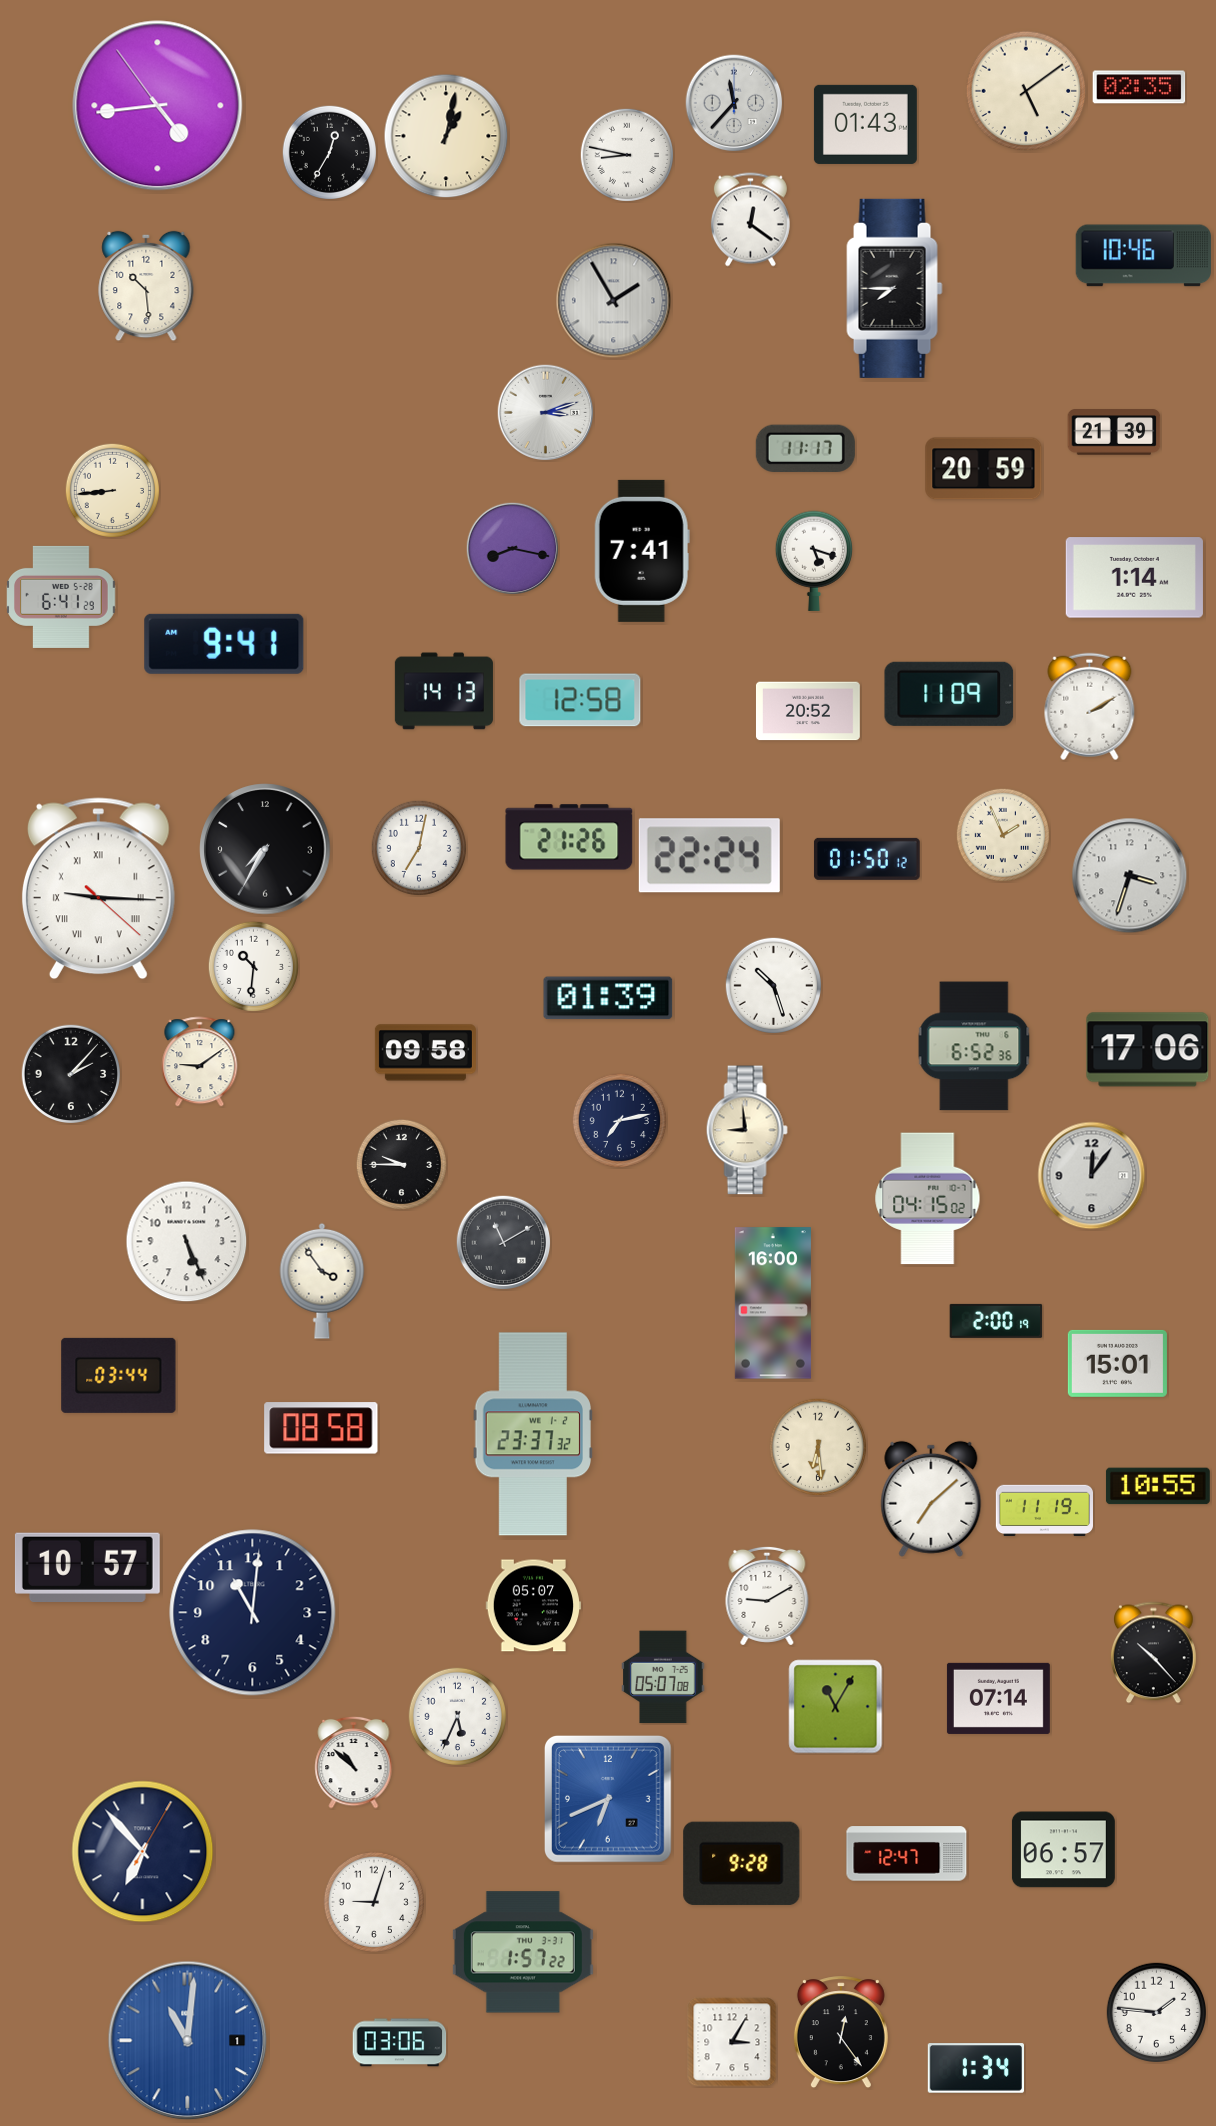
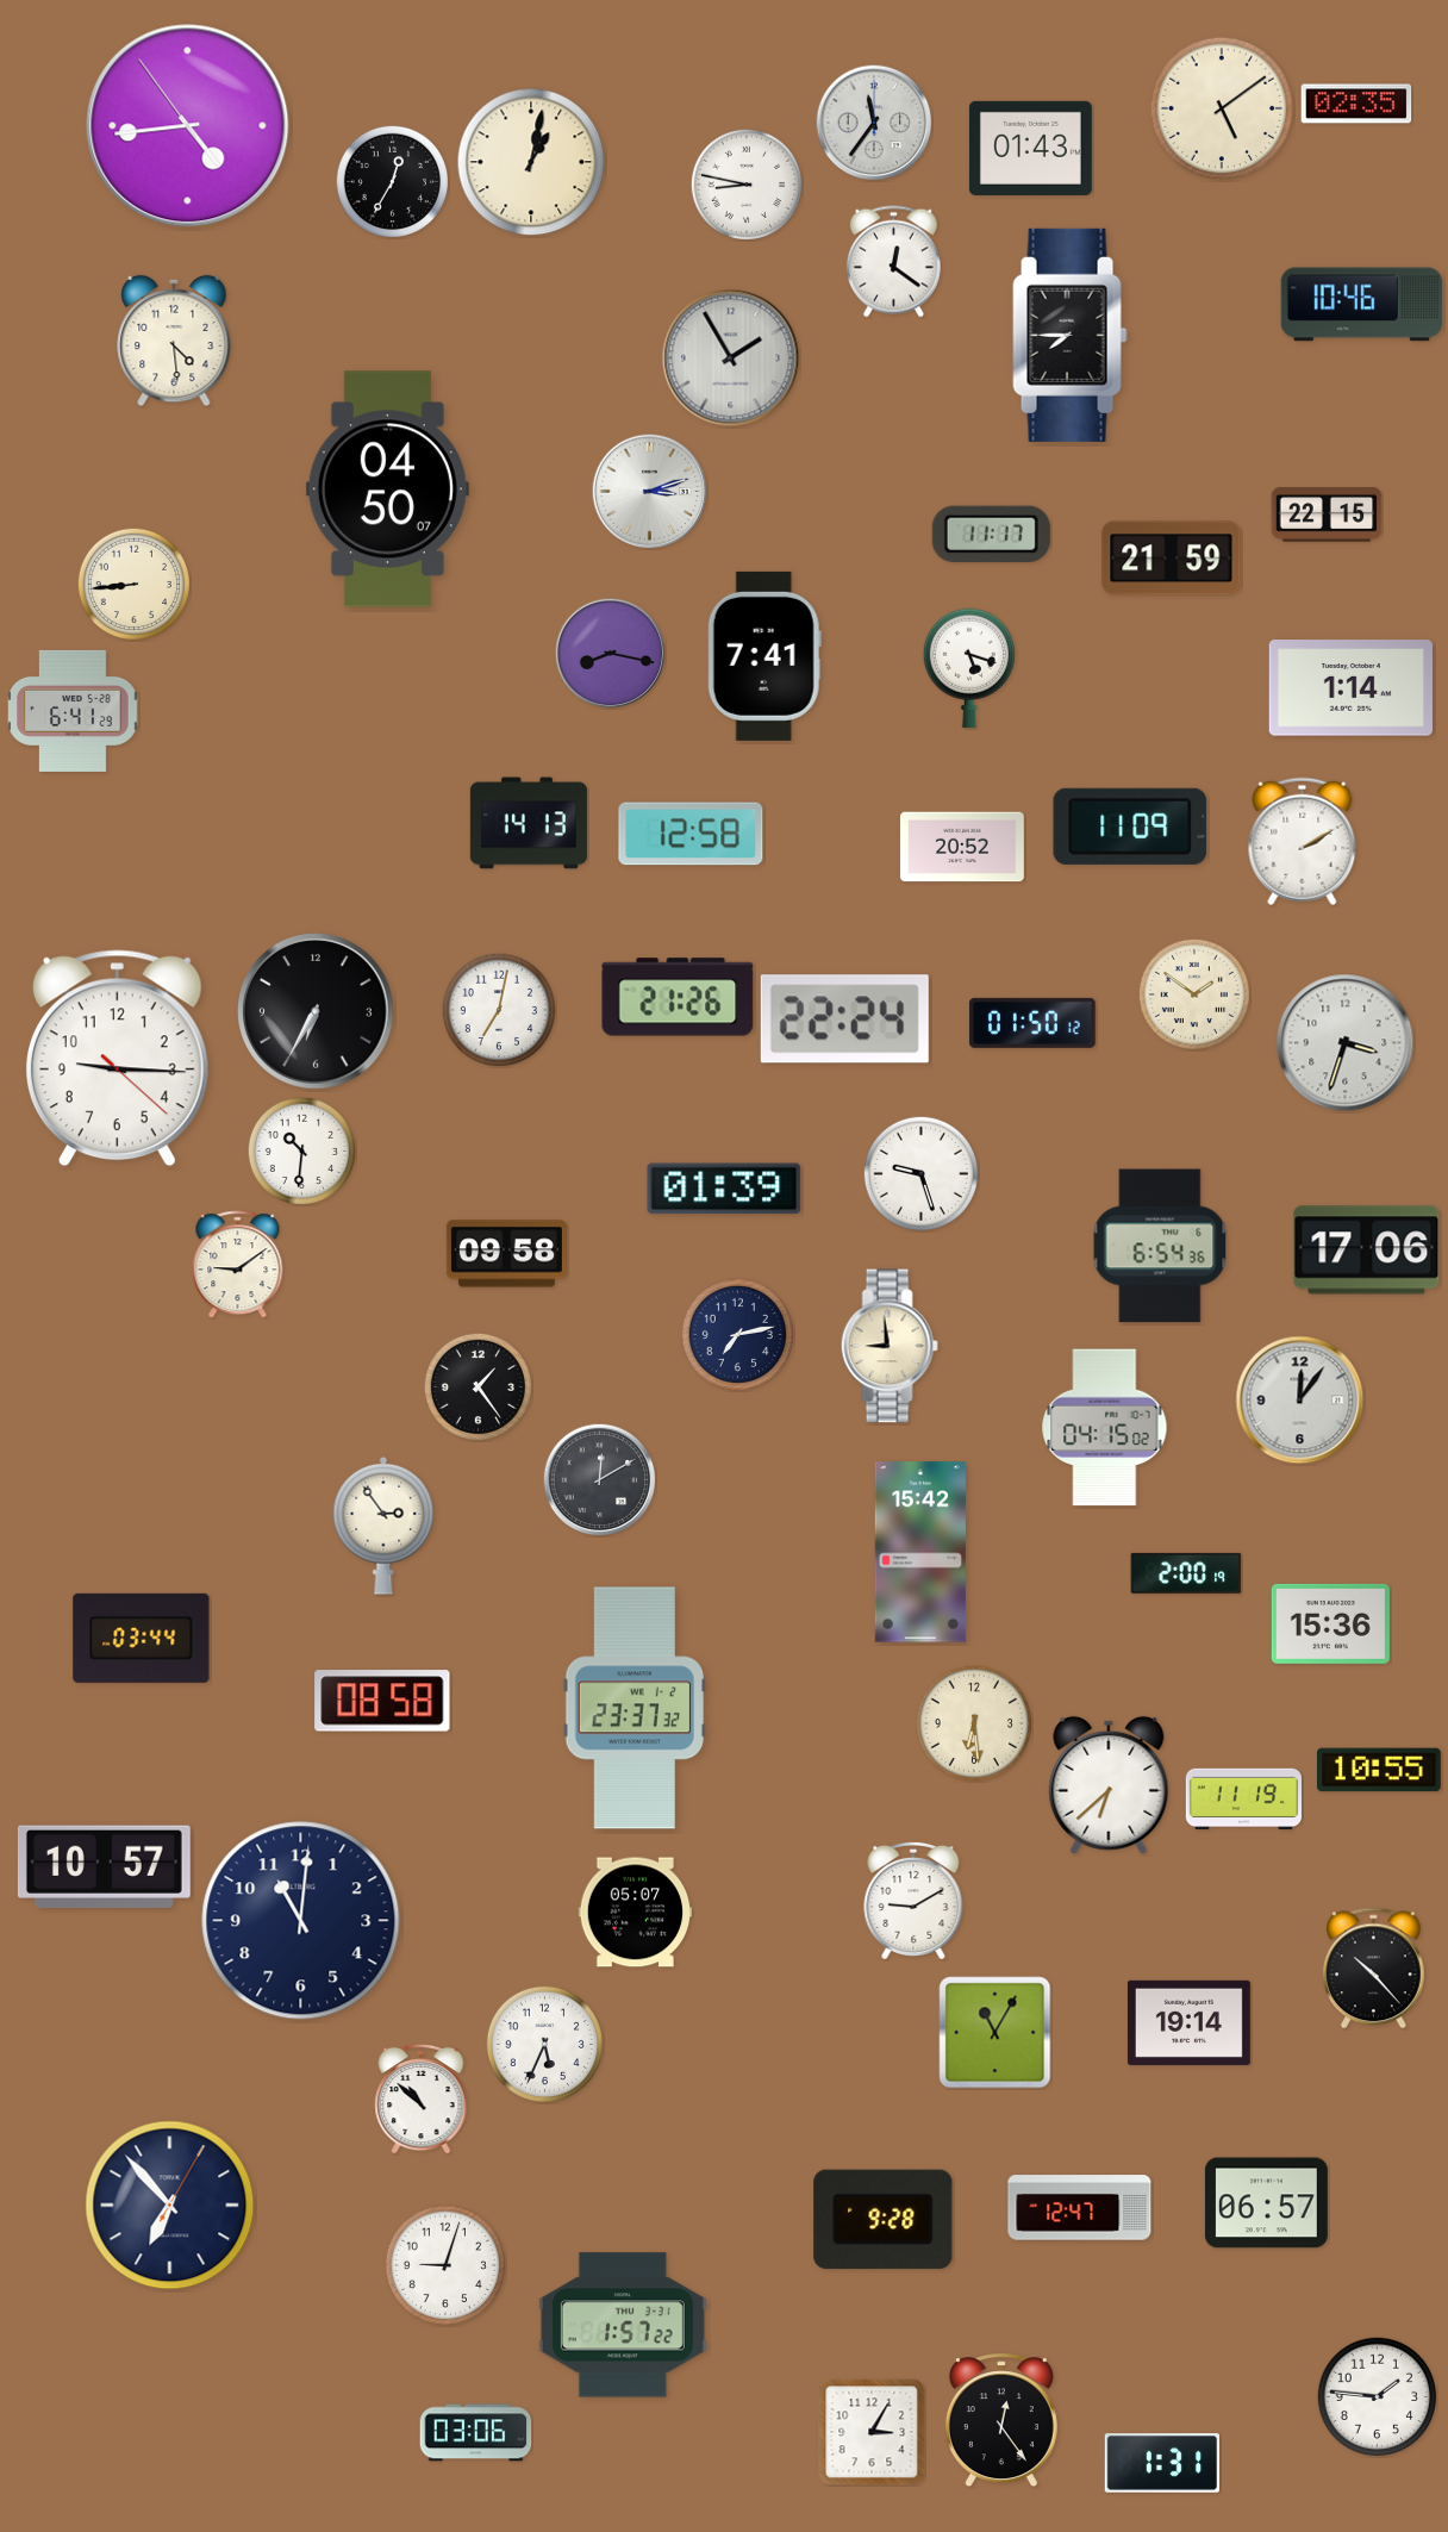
clock at (734, 103): 11:37 -> 11:36
clock at (146, 286): 10:29 -> 4:29
clock at (895, 288) position: (895, 288) -> (1071, 335)
clock at (387, 489): none -> 04:50
clock at (1114, 432): 21:39 -> 22:15
clock at (805, 448) position: (805, 448) -> (991, 534)
clock at (984, 469): 20:59 -> 21:59
clock at (224, 644): 9:41 -> none
clock at (1090, 707) position: (1090, 707) -> (1303, 842)
clock at (1003, 835): 1:56 -> 1:51
clock at (265, 849): 7:35 -> 6:35
clock at (98, 889) numerals: Roman -> Arabic
clock at (773, 985): 10:27 -> 9:27
clock at (974, 1046): 6:52 -> 6:54
clock at (70, 1073): 2:07 -> none
clock at (401, 1164): 9:45 -> 1:24
clock at (187, 1242): 5:26 -> none
clock at (503, 1242): 11:10 -> 12:10
clock at (322, 1281): 3:54 -> 2:54
clock at (773, 1303): 16:00 -> 15:42
clock at (1117, 1363): 15:01 -> 15:36
clock at (931, 1499): 7:08 -> 6:38
clock at (663, 1677): 05:07 -> none
clock at (998, 1698): 07:14 -> 19:14
clock at (608, 1799): 6:41 -> none
clock at (188, 2041): 11:01 -> none
clock at (975, 2068): 1:34 -> 1:31
